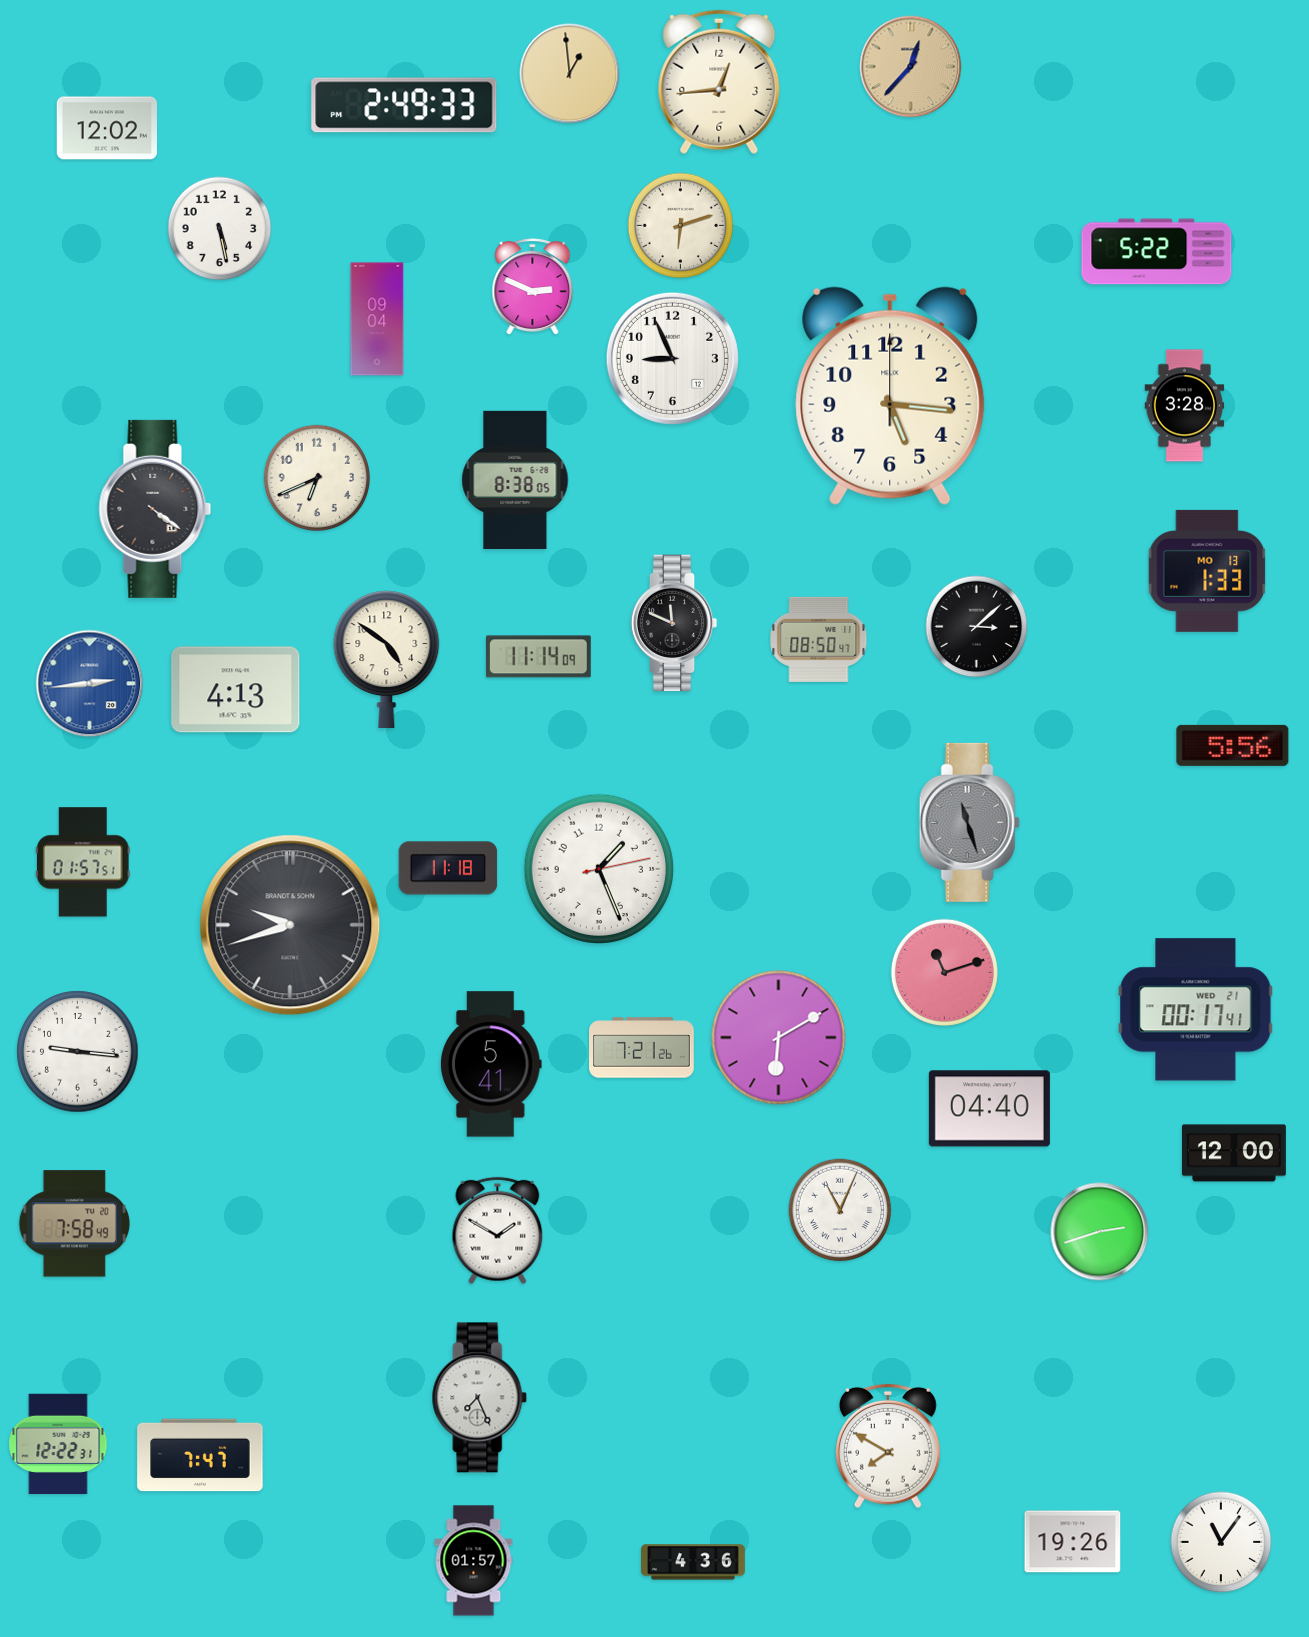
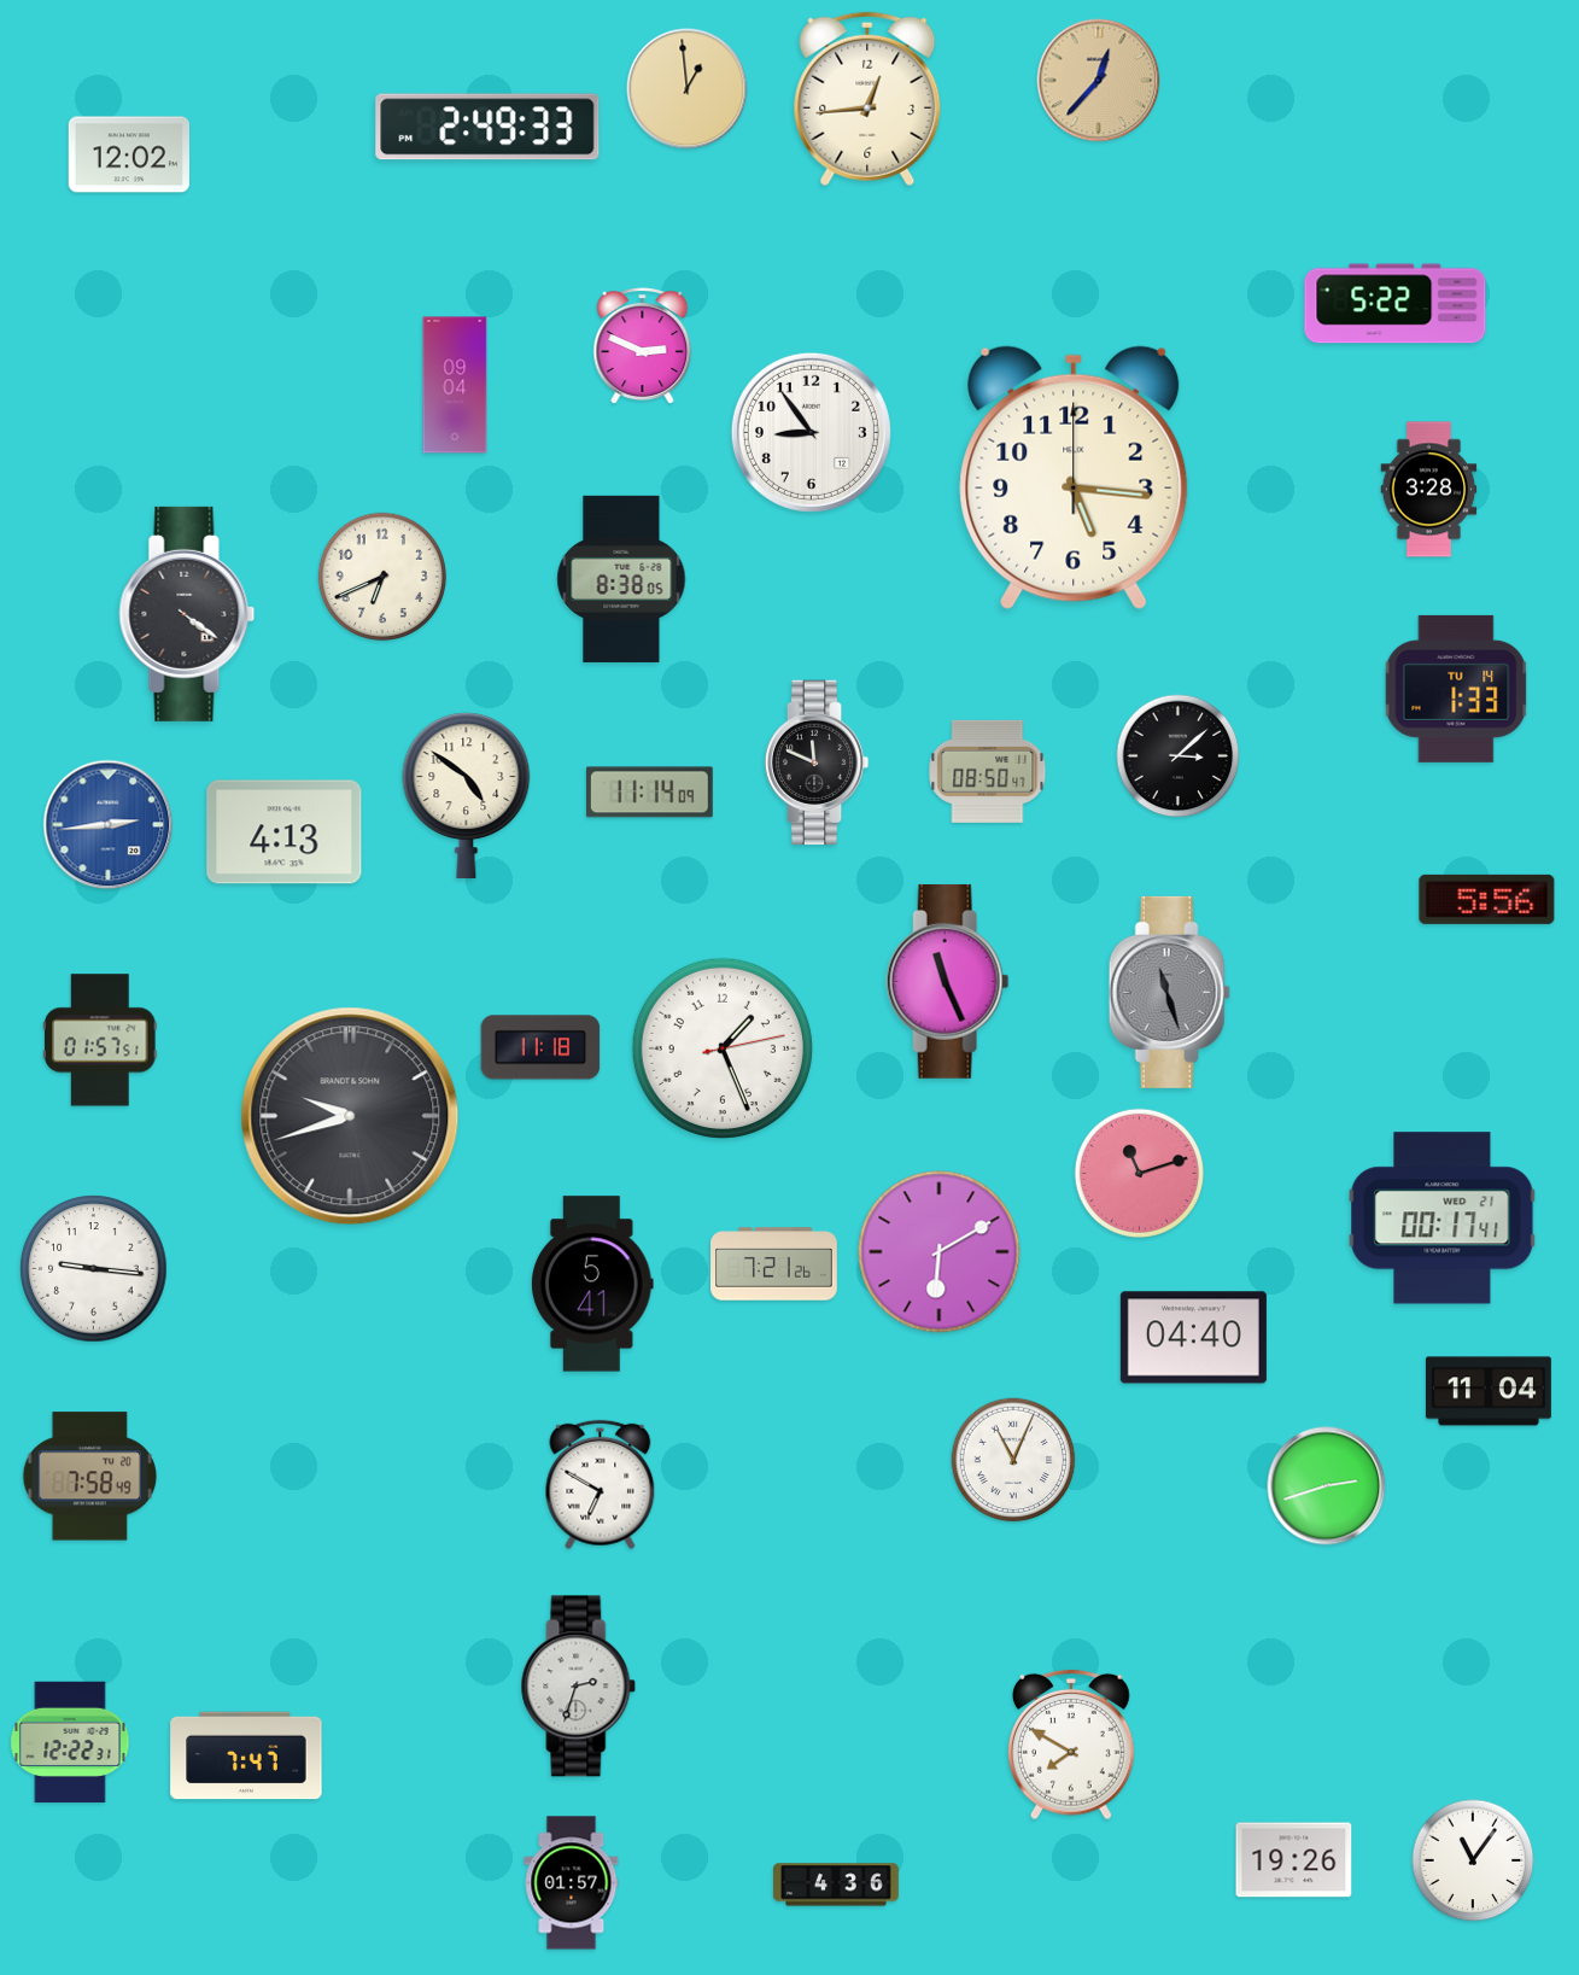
clock at (681, 226): 6:12 -> none
clock at (220, 229): 5:28 -> none
clock at (672, 358): 8:56 -> 8:54
clock at (1207, 571) date: MO 13 -> TU 14
clock at (674, 623) position: (674, 623) -> (817, 762)
clock at (948, 981): none -> 11:26
clock at (1234, 1153): 12:00 -> 11:04
clock at (498, 1231): 1:50 -> 6:50
clock at (480, 1398): 7:26 -> 2:33
clock at (200, 1455) position: (200, 1455) -> (246, 1755)
